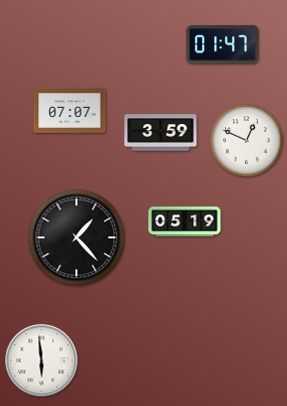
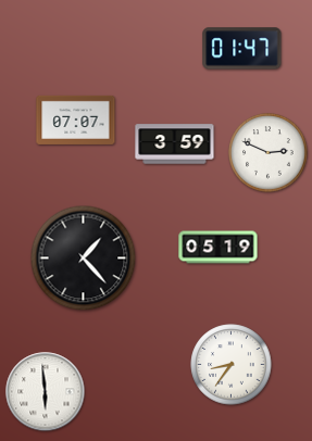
clock at (247, 141): 12:49 -> 2:49
clock at (185, 222) position: (185, 222) -> (219, 248)
clock at (232, 365): none -> 8:36
